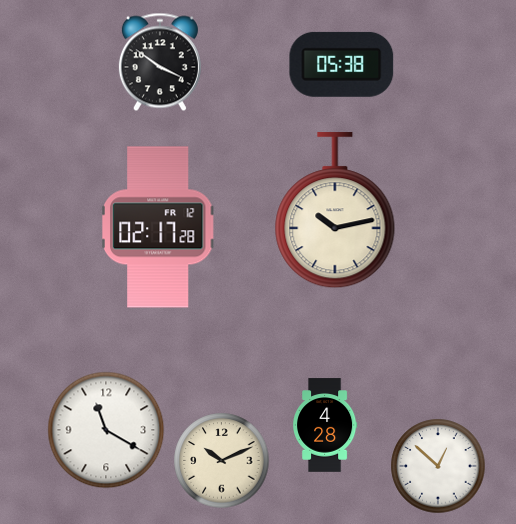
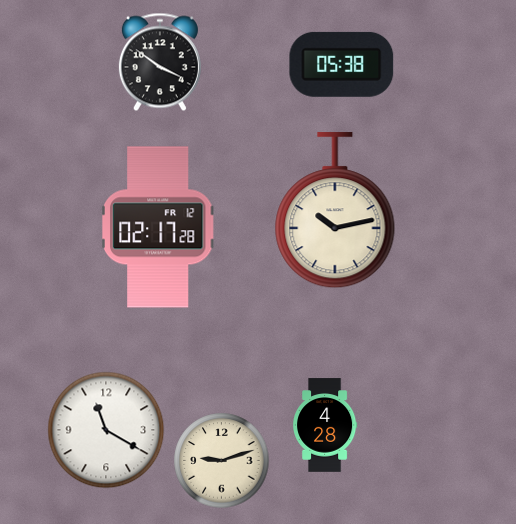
clock at (222, 461): 10:11 -> 9:12
clock at (438, 466): 12:52 -> none
